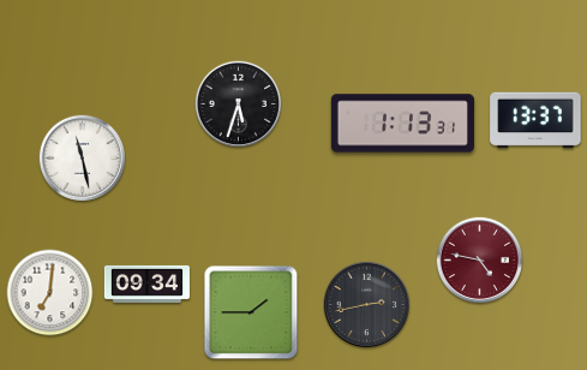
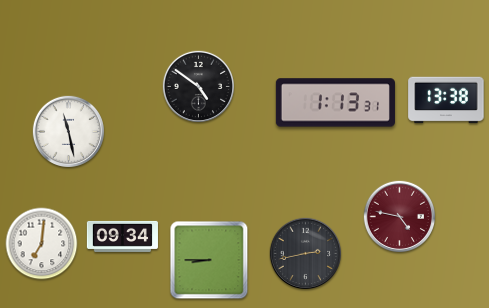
clock at (238, 103): 5:33 -> 4:51
clock at (535, 120): 13:37 -> 13:38
clock at (251, 312): 1:45 -> 8:45
